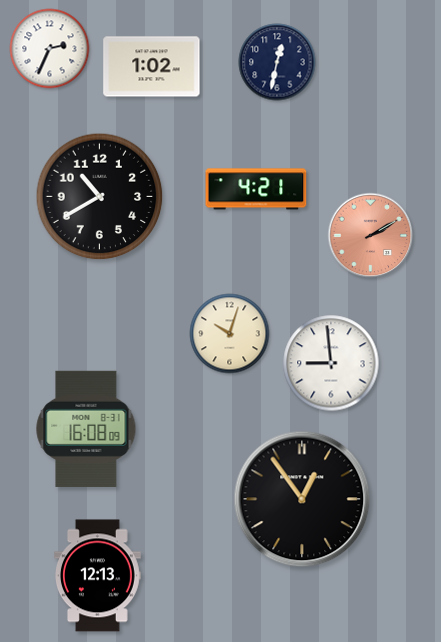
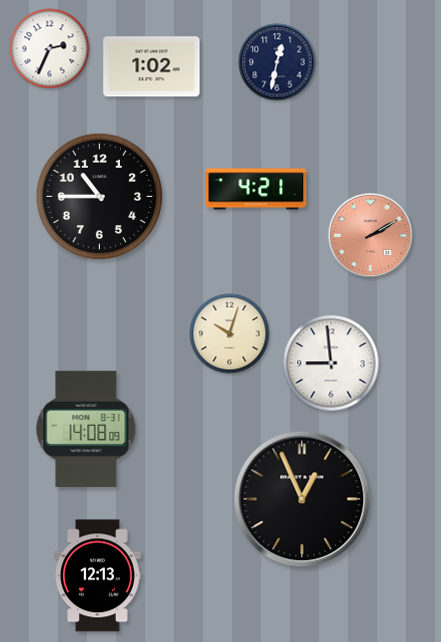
clock at (100, 197): 10:40 -> 10:45
clock at (86, 429): 16:08 -> 14:08
clock at (302, 499): 12:54 -> 12:56
